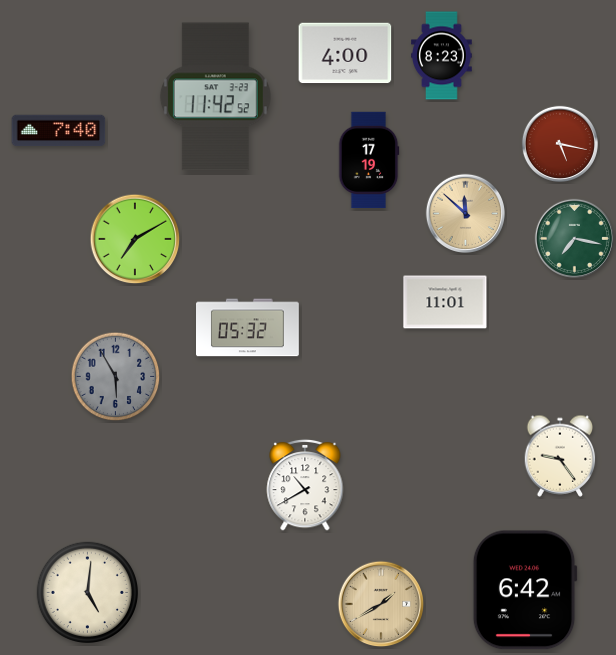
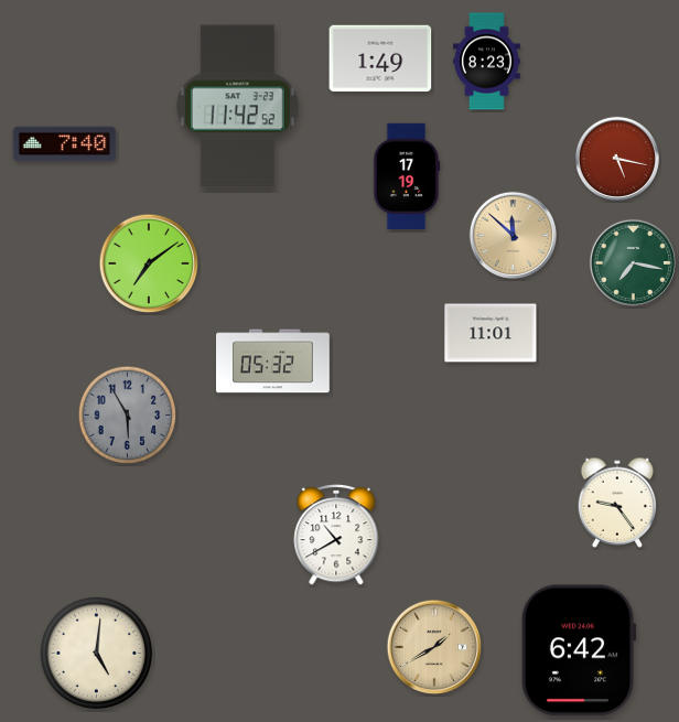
clock at (345, 53): 4:00 -> 1:49
clock at (135, 239): 7:10 -> 7:09
clock at (381, 604) position: (381, 604) -> (434, 647)
